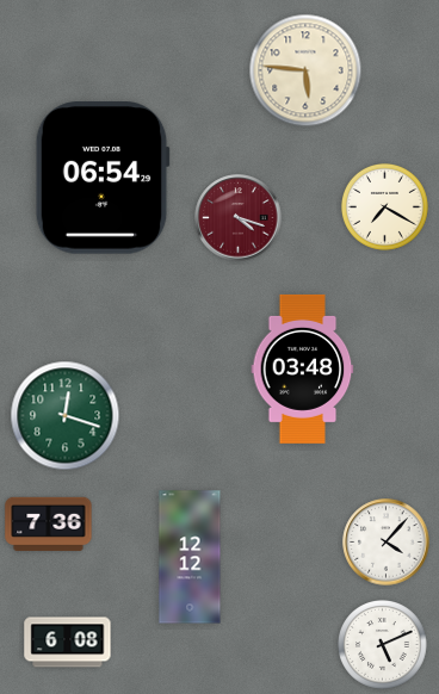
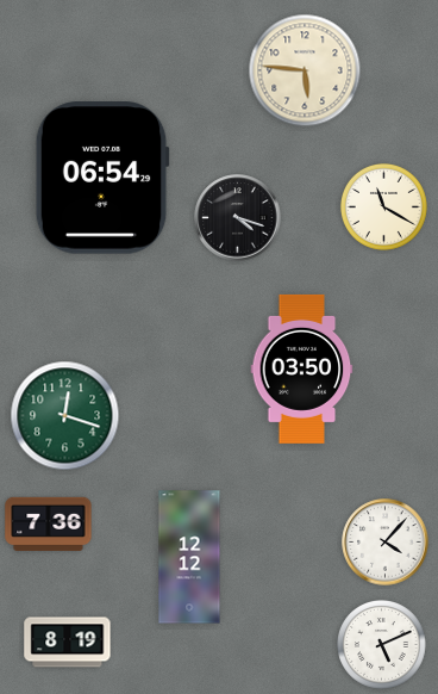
clock at (384, 206): 7:20 -> 11:20
clock at (239, 218) dial: burgundy -> black
clock at (303, 368): 03:48 -> 03:50
clock at (68, 643): 6:08 -> 8:19
